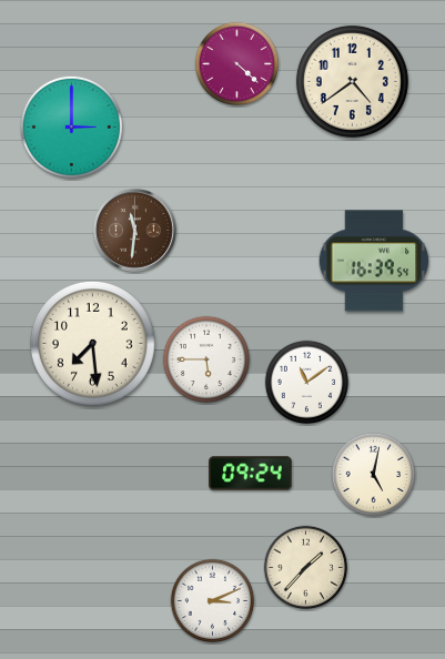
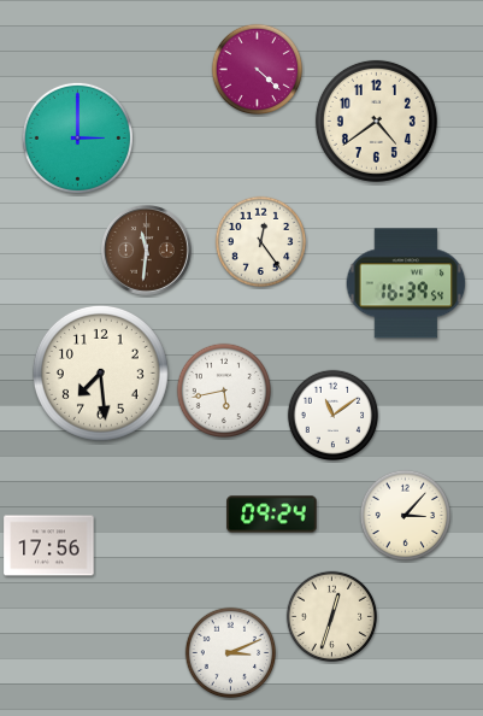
clock at (352, 81) position: (352, 81) -> (376, 121)
clock at (261, 242): none -> 12:24
clock at (206, 359): 5:45 -> 5:43
clock at (374, 475): 5:02 -> 3:07
clock at (49, 546): none -> 17:56
clock at (306, 568): 1:37 -> 12:33
